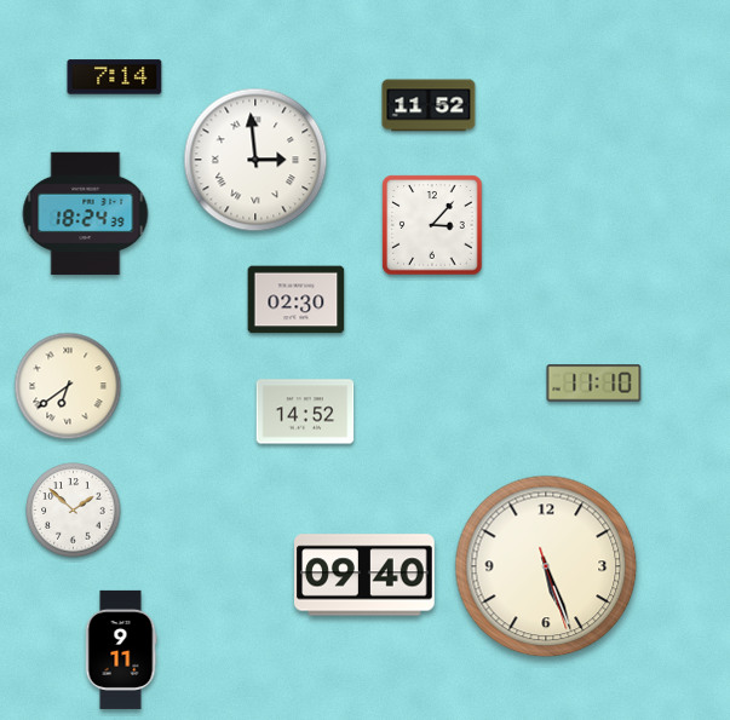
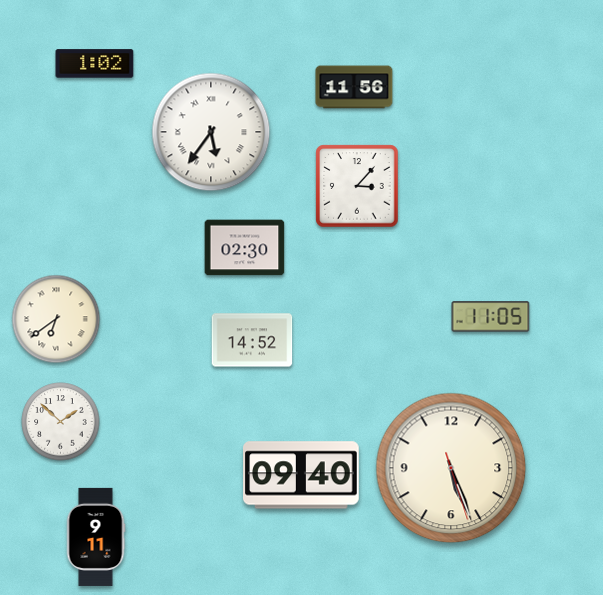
clock at (115, 77): 7:14 -> 1:02
clock at (429, 105): 11:52 -> 11:56
clock at (255, 160): 2:59 -> 5:36
clock at (86, 214): 18:24 -> none
clock at (594, 384): 11:10 -> 11:05
clock at (121, 650) position: (121, 650) -> (96, 537)
